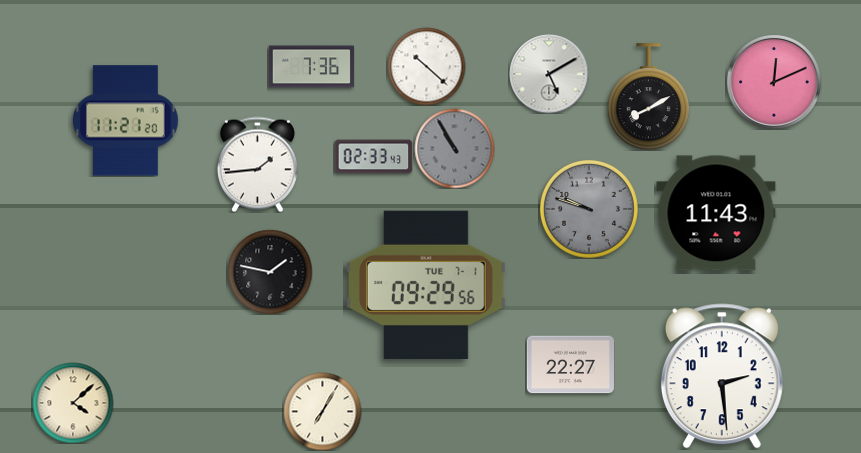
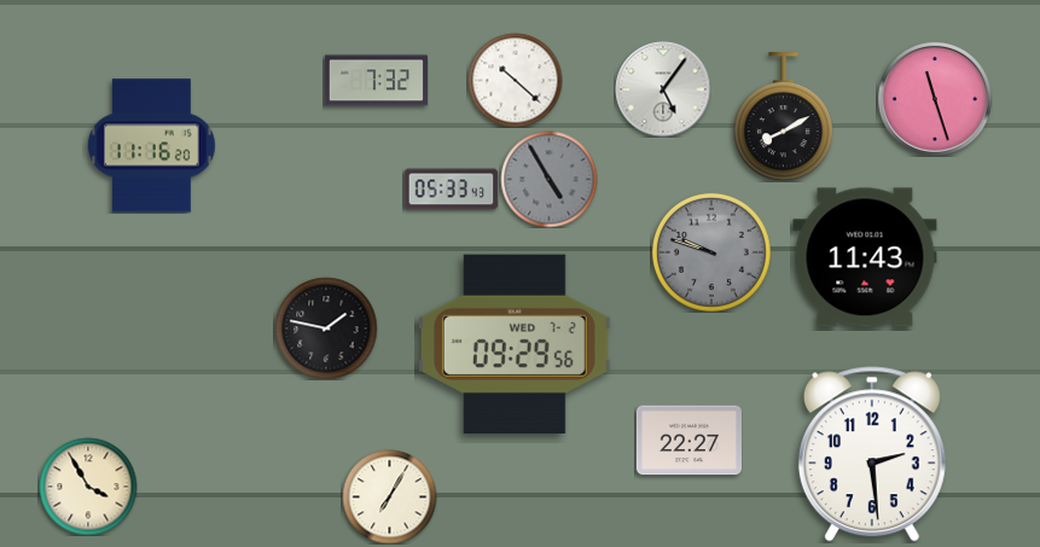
clock at (311, 67): 7:36 -> 7:32
clock at (549, 74): 5:10 -> 5:06
clock at (774, 82): 12:11 -> 11:27
clock at (126, 121): 11:21 -> 11:16
clock at (454, 148): 10:55 -> 4:55
clock at (373, 157): 02:33 -> 05:33
clock at (257, 164): 1:44 -> none
clock at (426, 284) date: TUE 7-1 -> WED 7-2
clock at (73, 403): 4:08 -> 3:55
